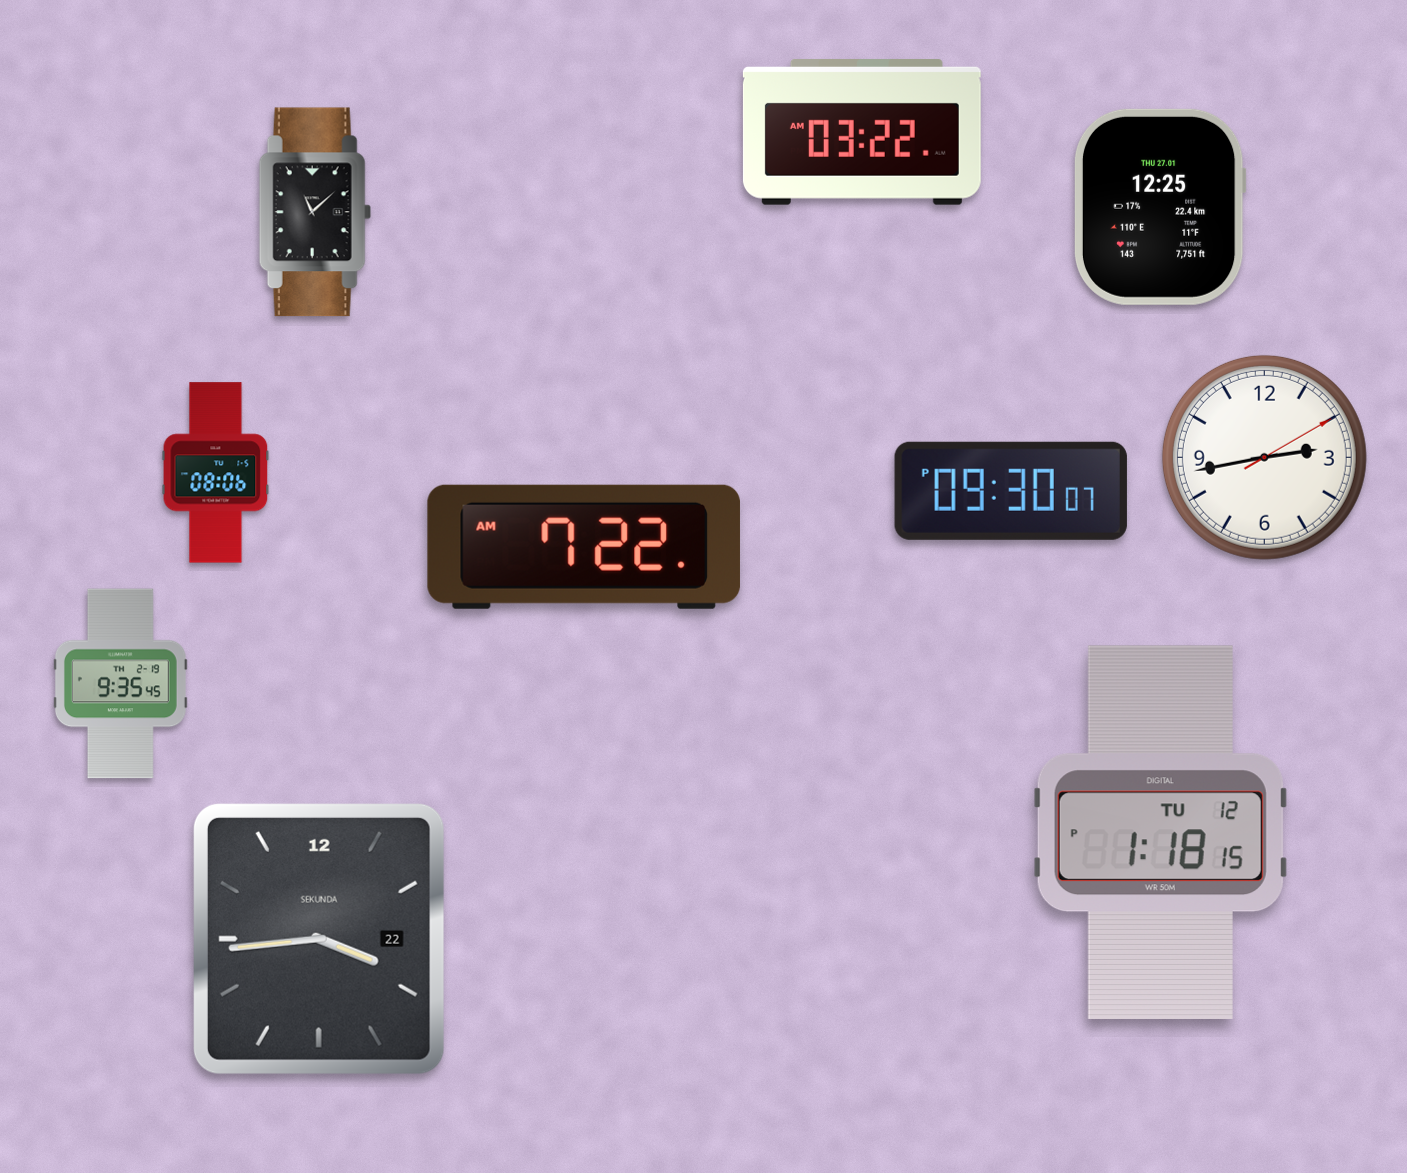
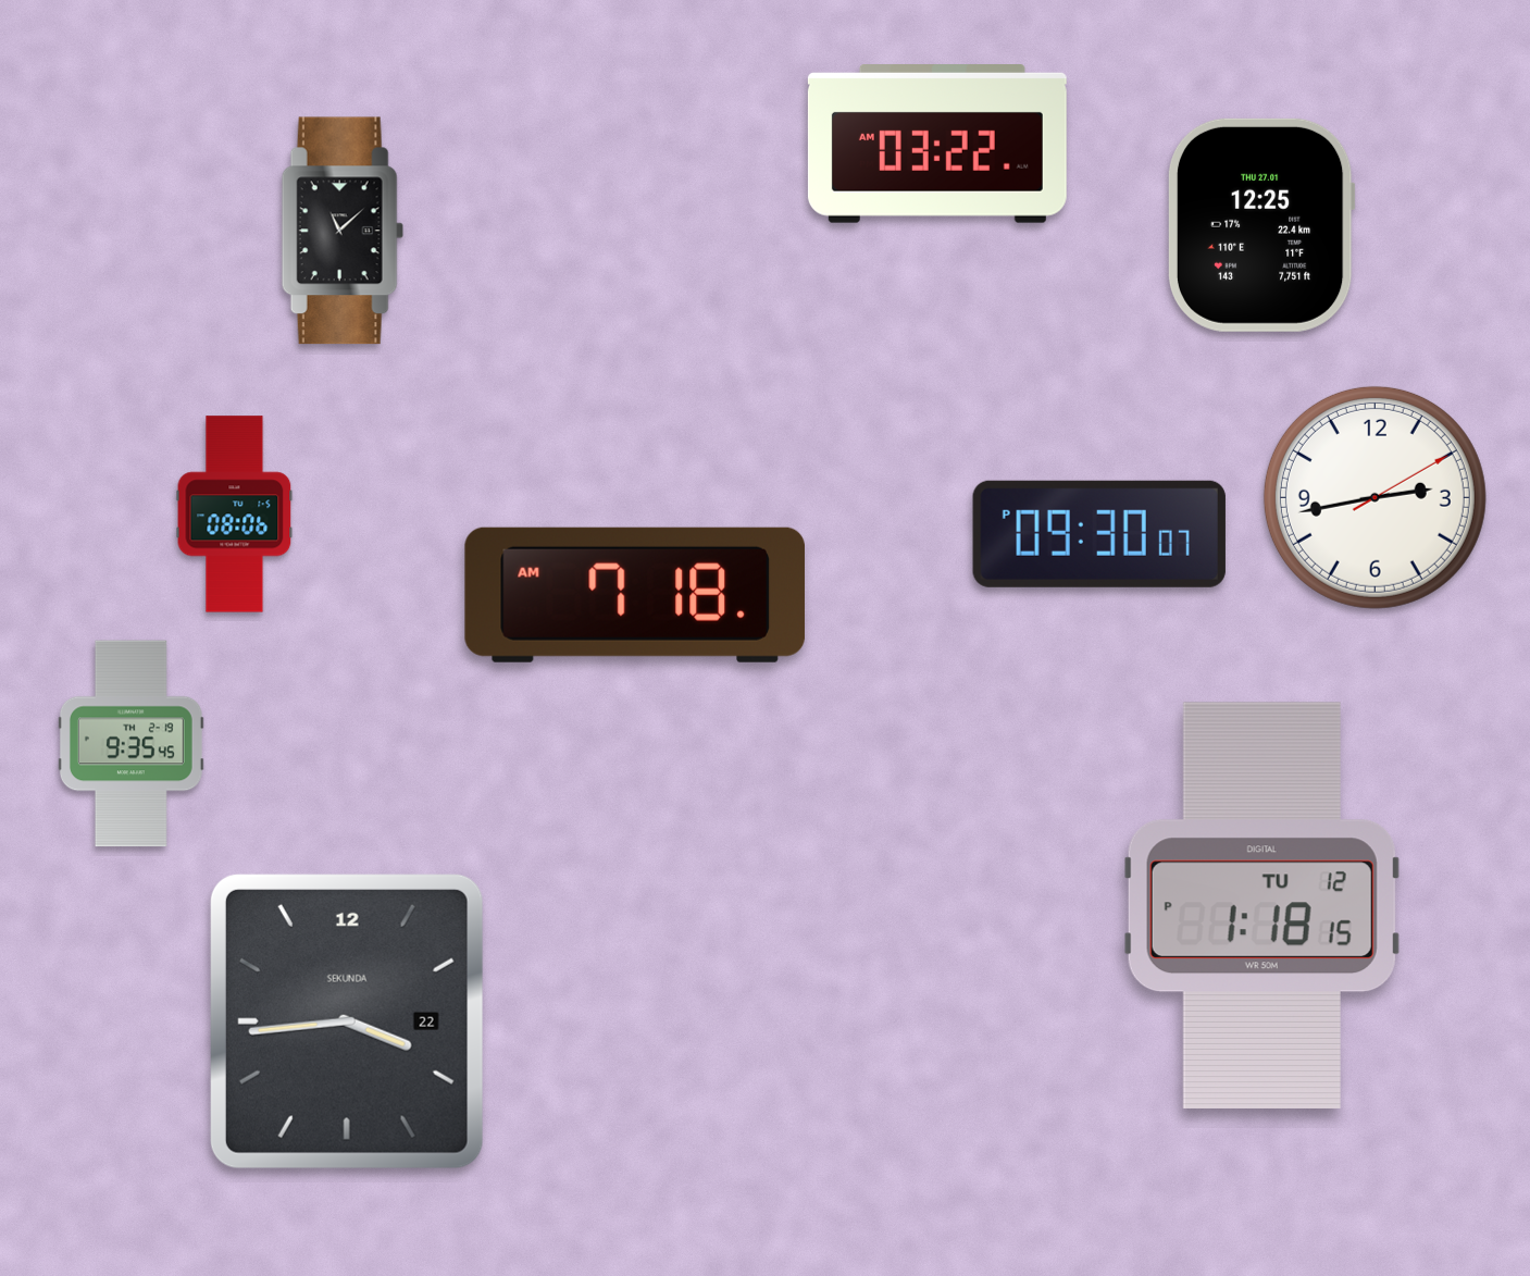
clock at (584, 547): 7:22 -> 7:18
